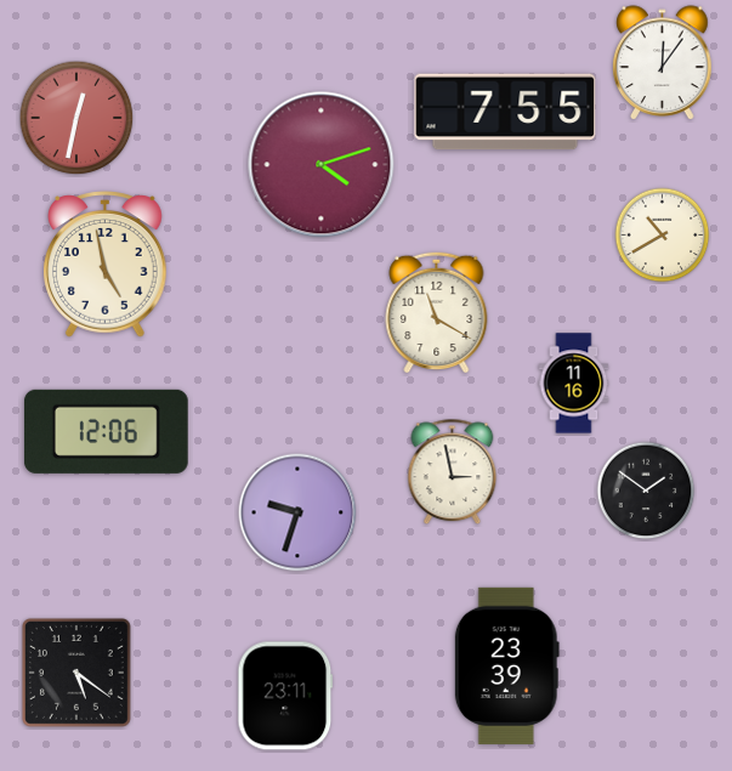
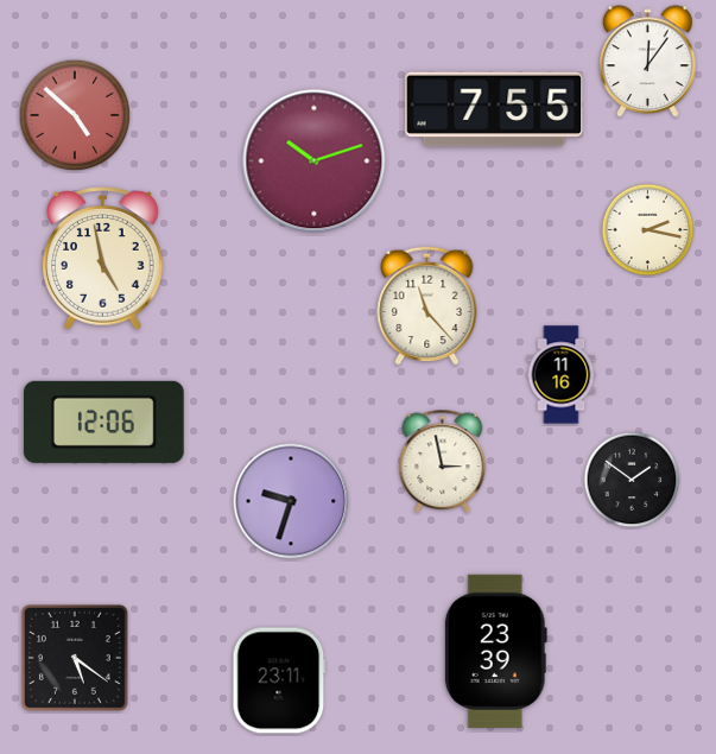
clock at (76, 118): 12:32 -> 4:52
clock at (322, 165): 4:12 -> 10:12
clock at (663, 236): 10:40 -> 2:17
clock at (437, 312): 11:20 -> 11:23
